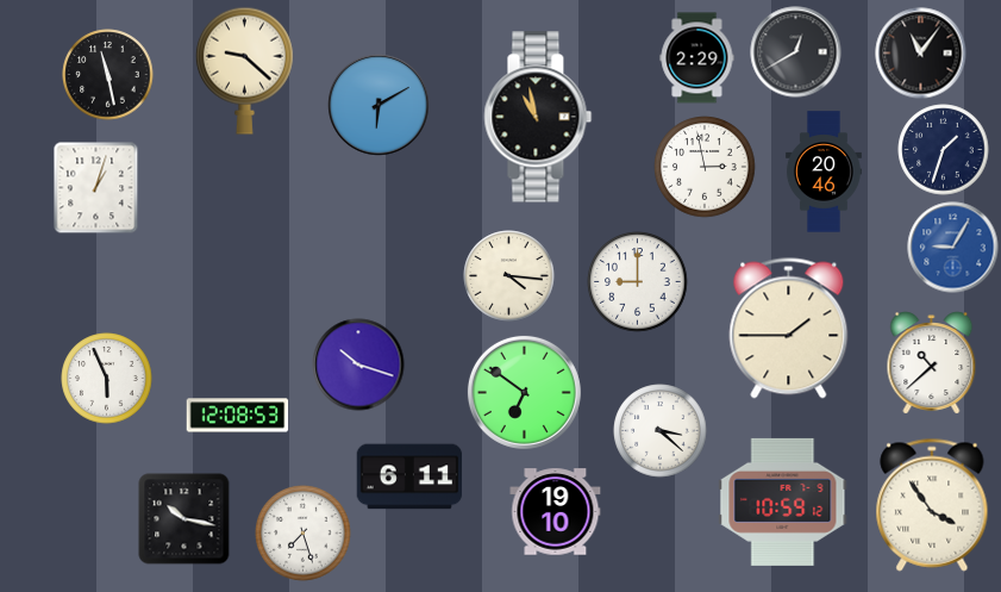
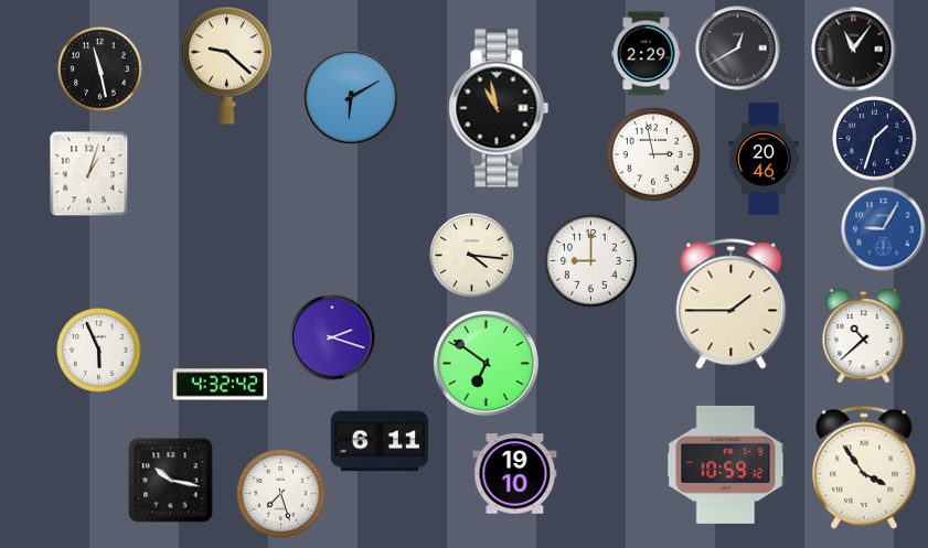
clock at (358, 364): 10:18 -> 2:18
clock at (238, 416): 12:08 -> 4:32
clock at (661, 431): 3:22 -> none
